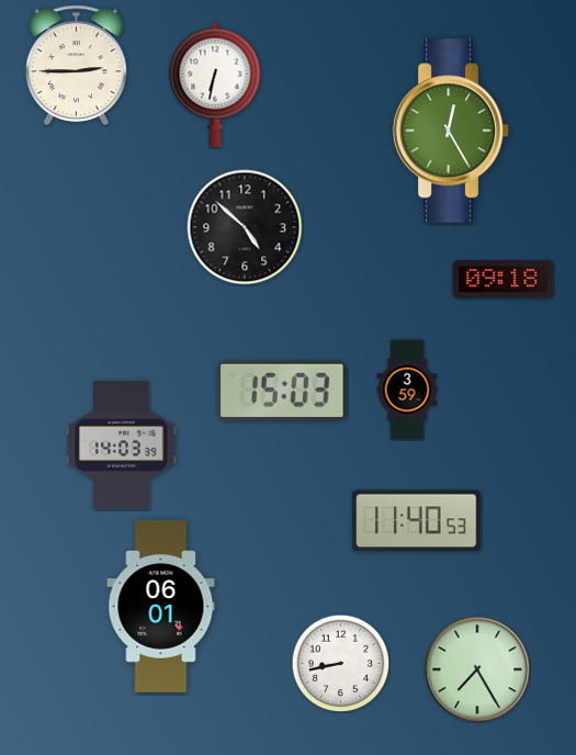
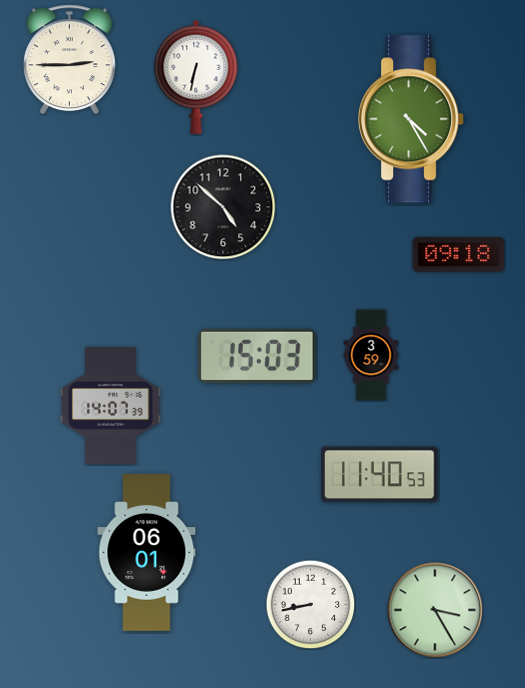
clock at (451, 131): 12:25 -> 4:25
clock at (122, 446): 14:03 -> 14:07
clock at (477, 669): 7:25 -> 3:25
